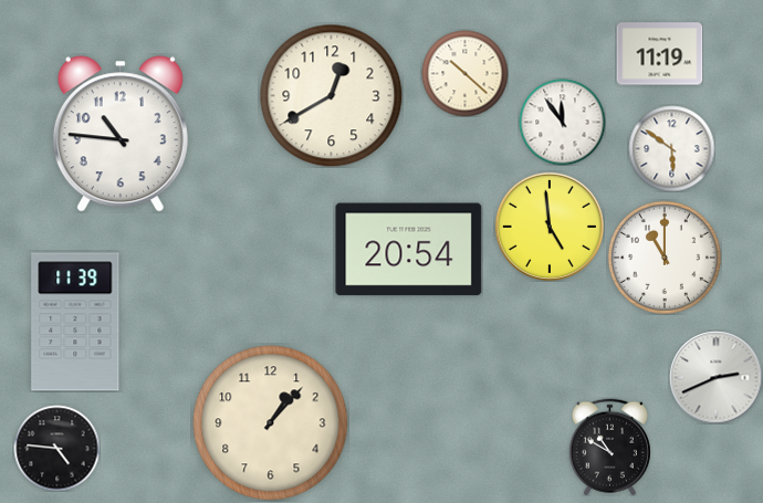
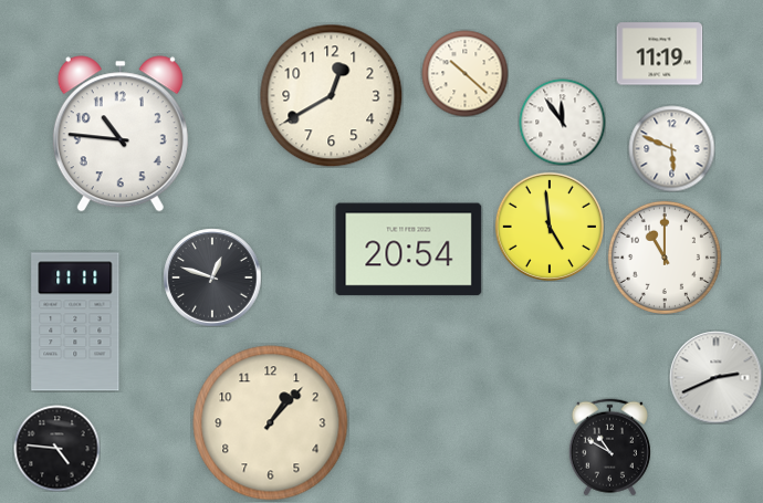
clock at (671, 148): 5:51 -> 5:49
clock at (212, 277): none -> 12:48
clock at (75, 322): 11:39 -> 11:11
